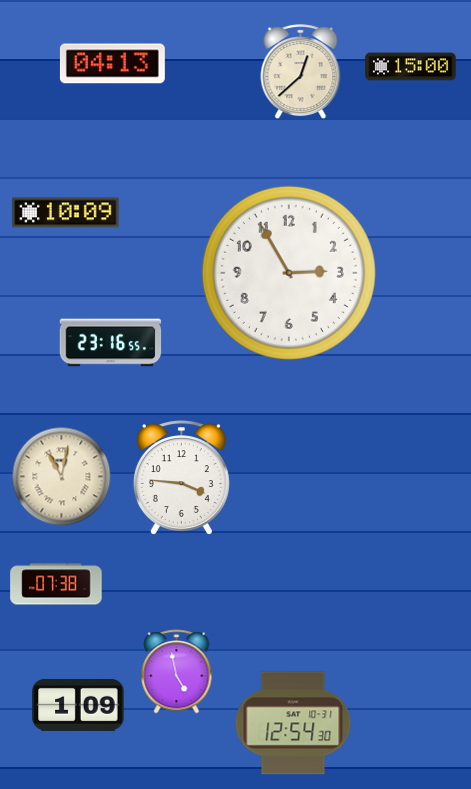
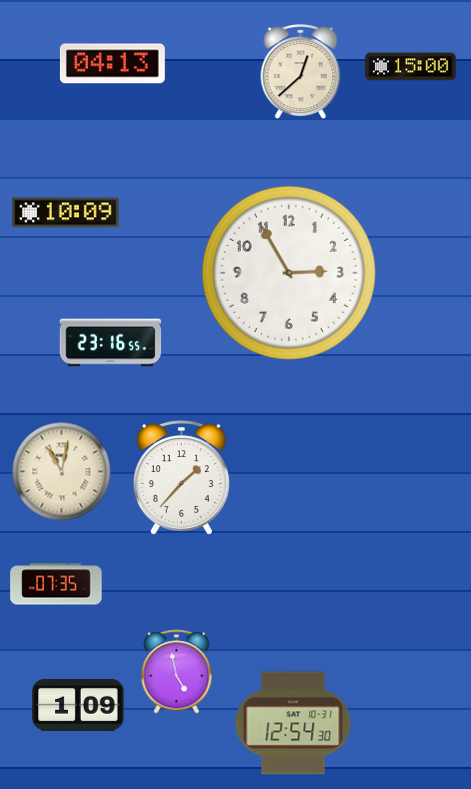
clock at (62, 477) position: (62, 477) -> (62, 472)
clock at (181, 478): 3:46 -> 1:37
clock at (56, 584): 07:38 -> 07:35
